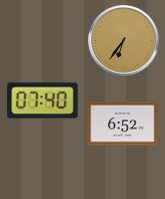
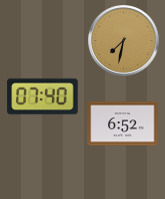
clock at (124, 41): 6:36 -> 7:32
clock at (43, 101) position: (43, 101) -> (43, 97)
